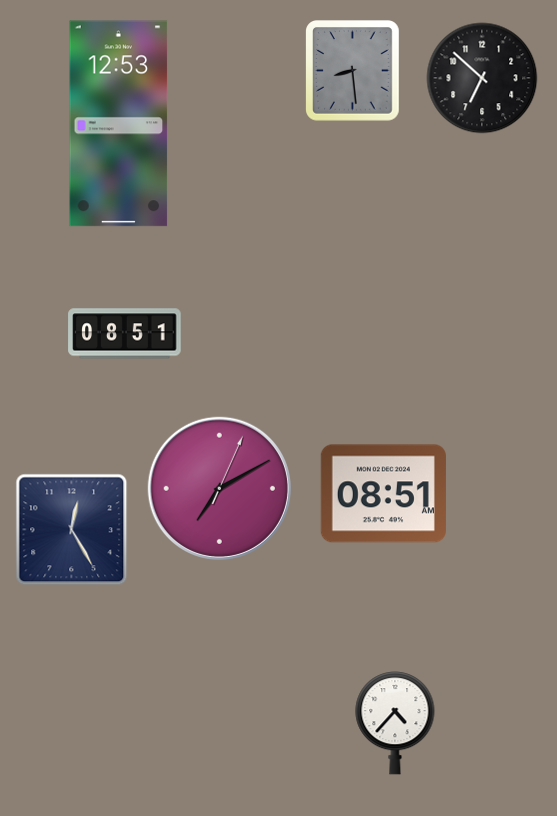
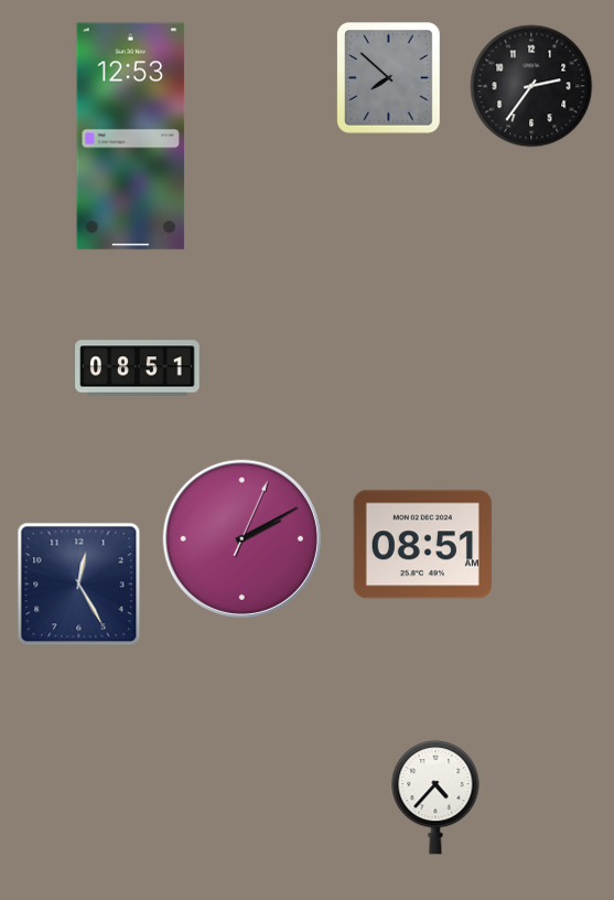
clock at (353, 71): 8:29 -> 7:52
clock at (482, 78): 6:52 -> 2:36
clock at (219, 488): 7:10 -> 2:10
